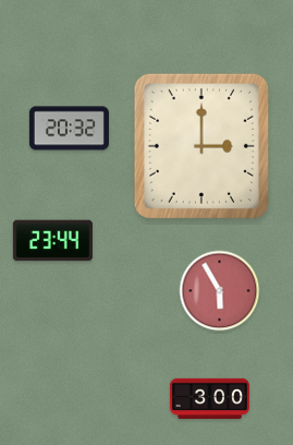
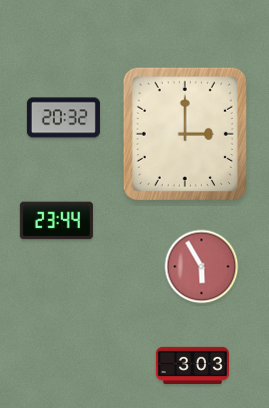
clock at (52, 241) position: (52, 241) -> (56, 221)
clock at (209, 398): 3:00 -> 3:03
